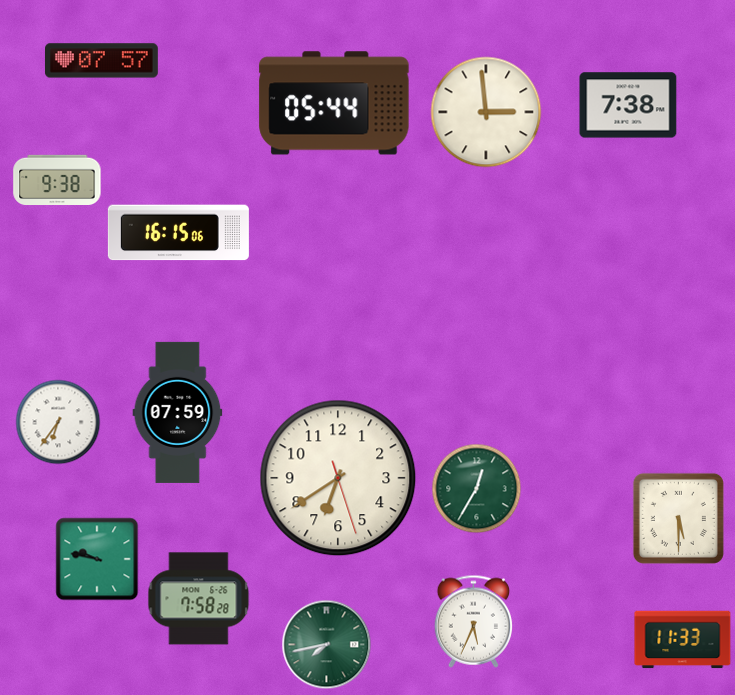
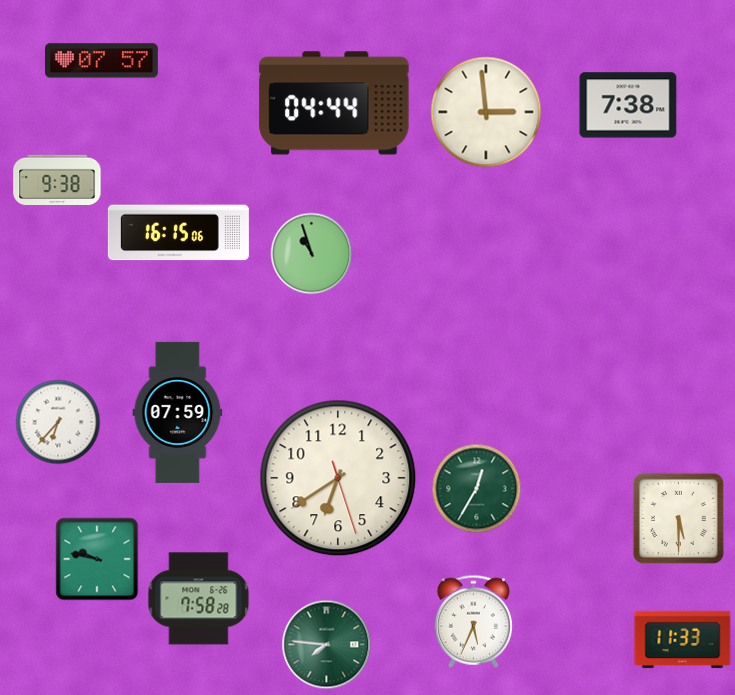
clock at (334, 103): 05:44 -> 04:44
clock at (312, 254): none -> 10:57
clock at (58, 422): 6:36 -> 6:37
clock at (327, 645): 7:43 -> 7:46
